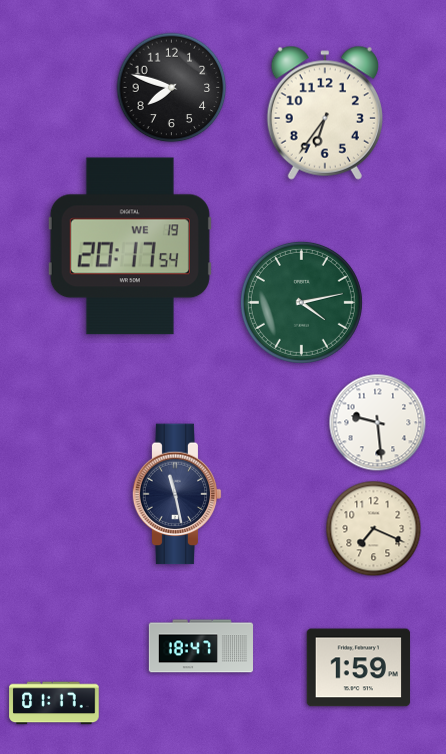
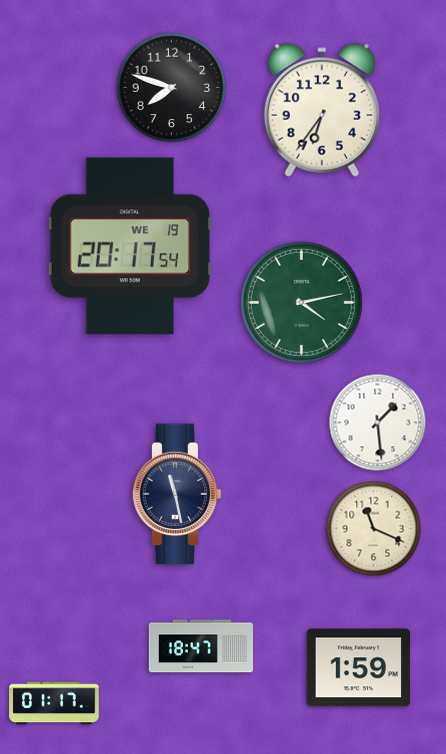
clock at (325, 113) position: (325, 113) -> (322, 110)
clock at (378, 423): 9:29 -> 1:29
clock at (374, 529): 7:19 -> 11:19
